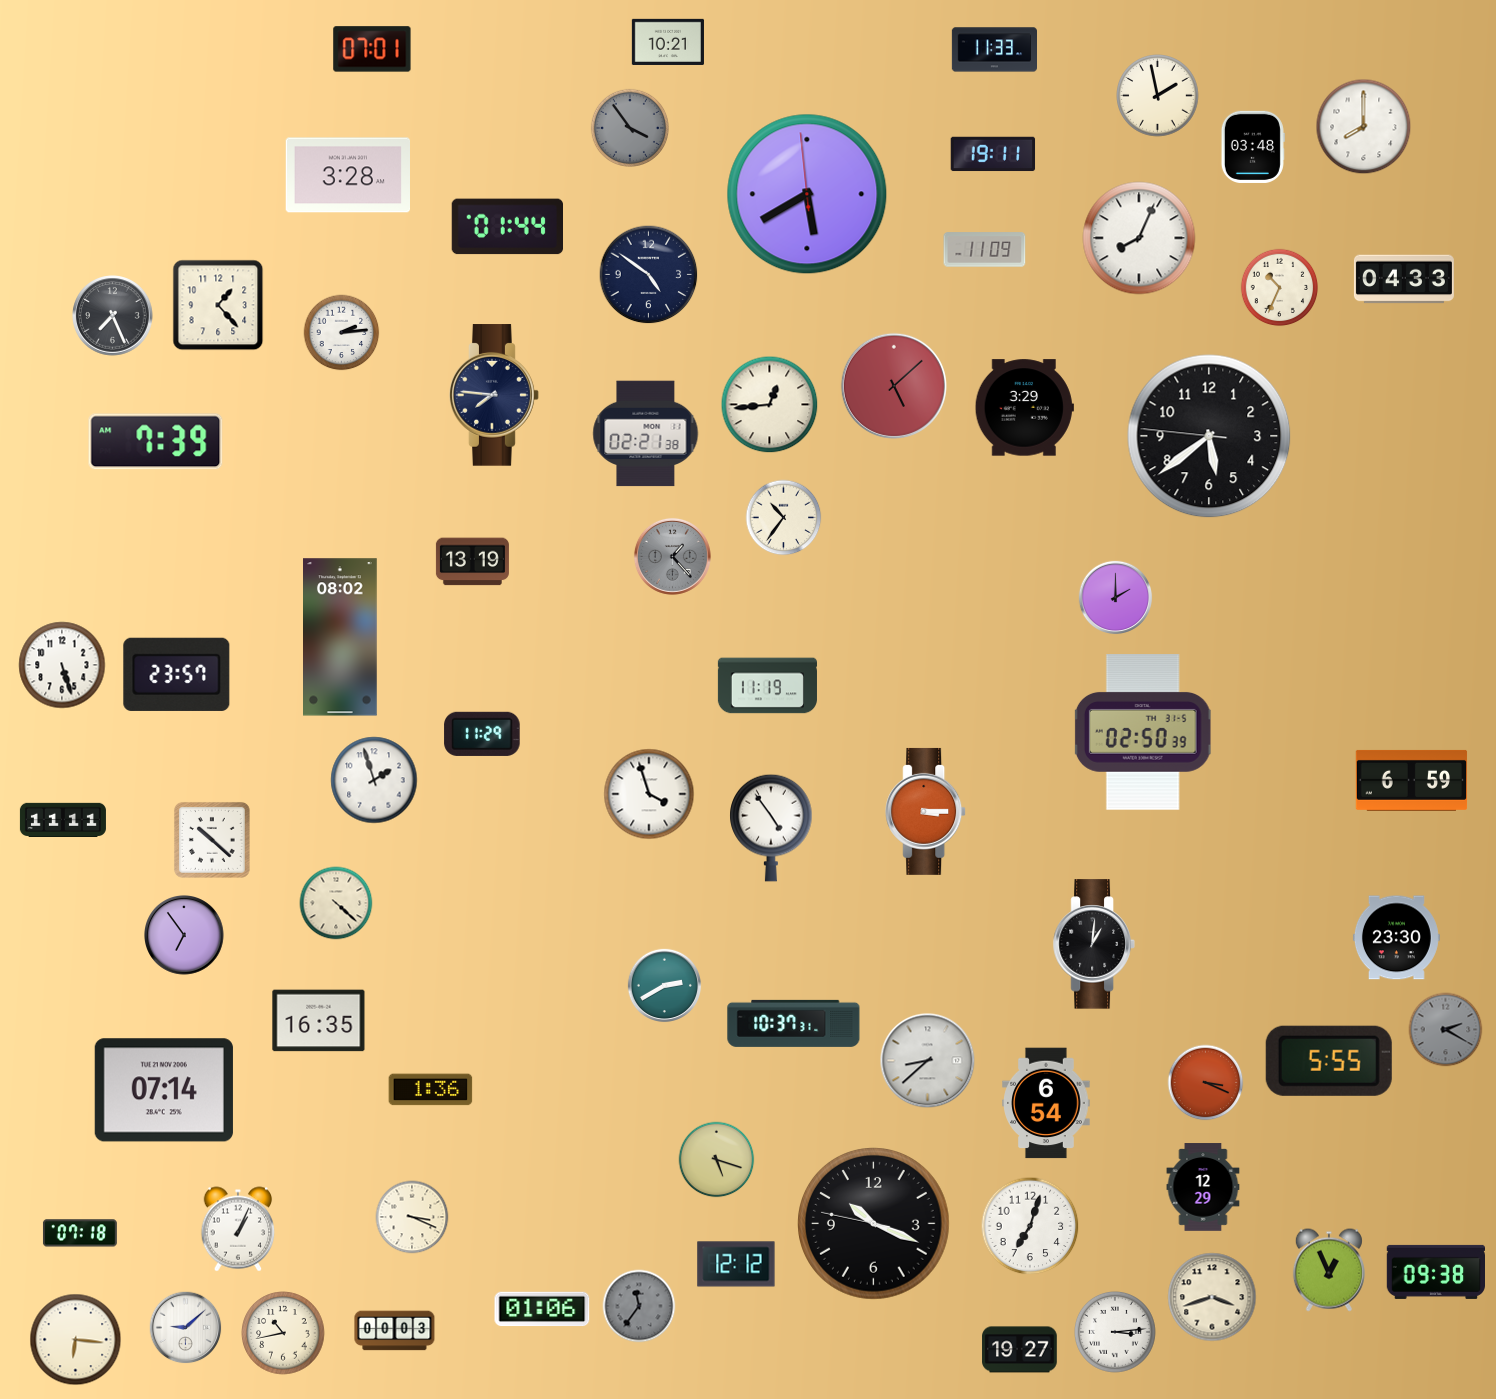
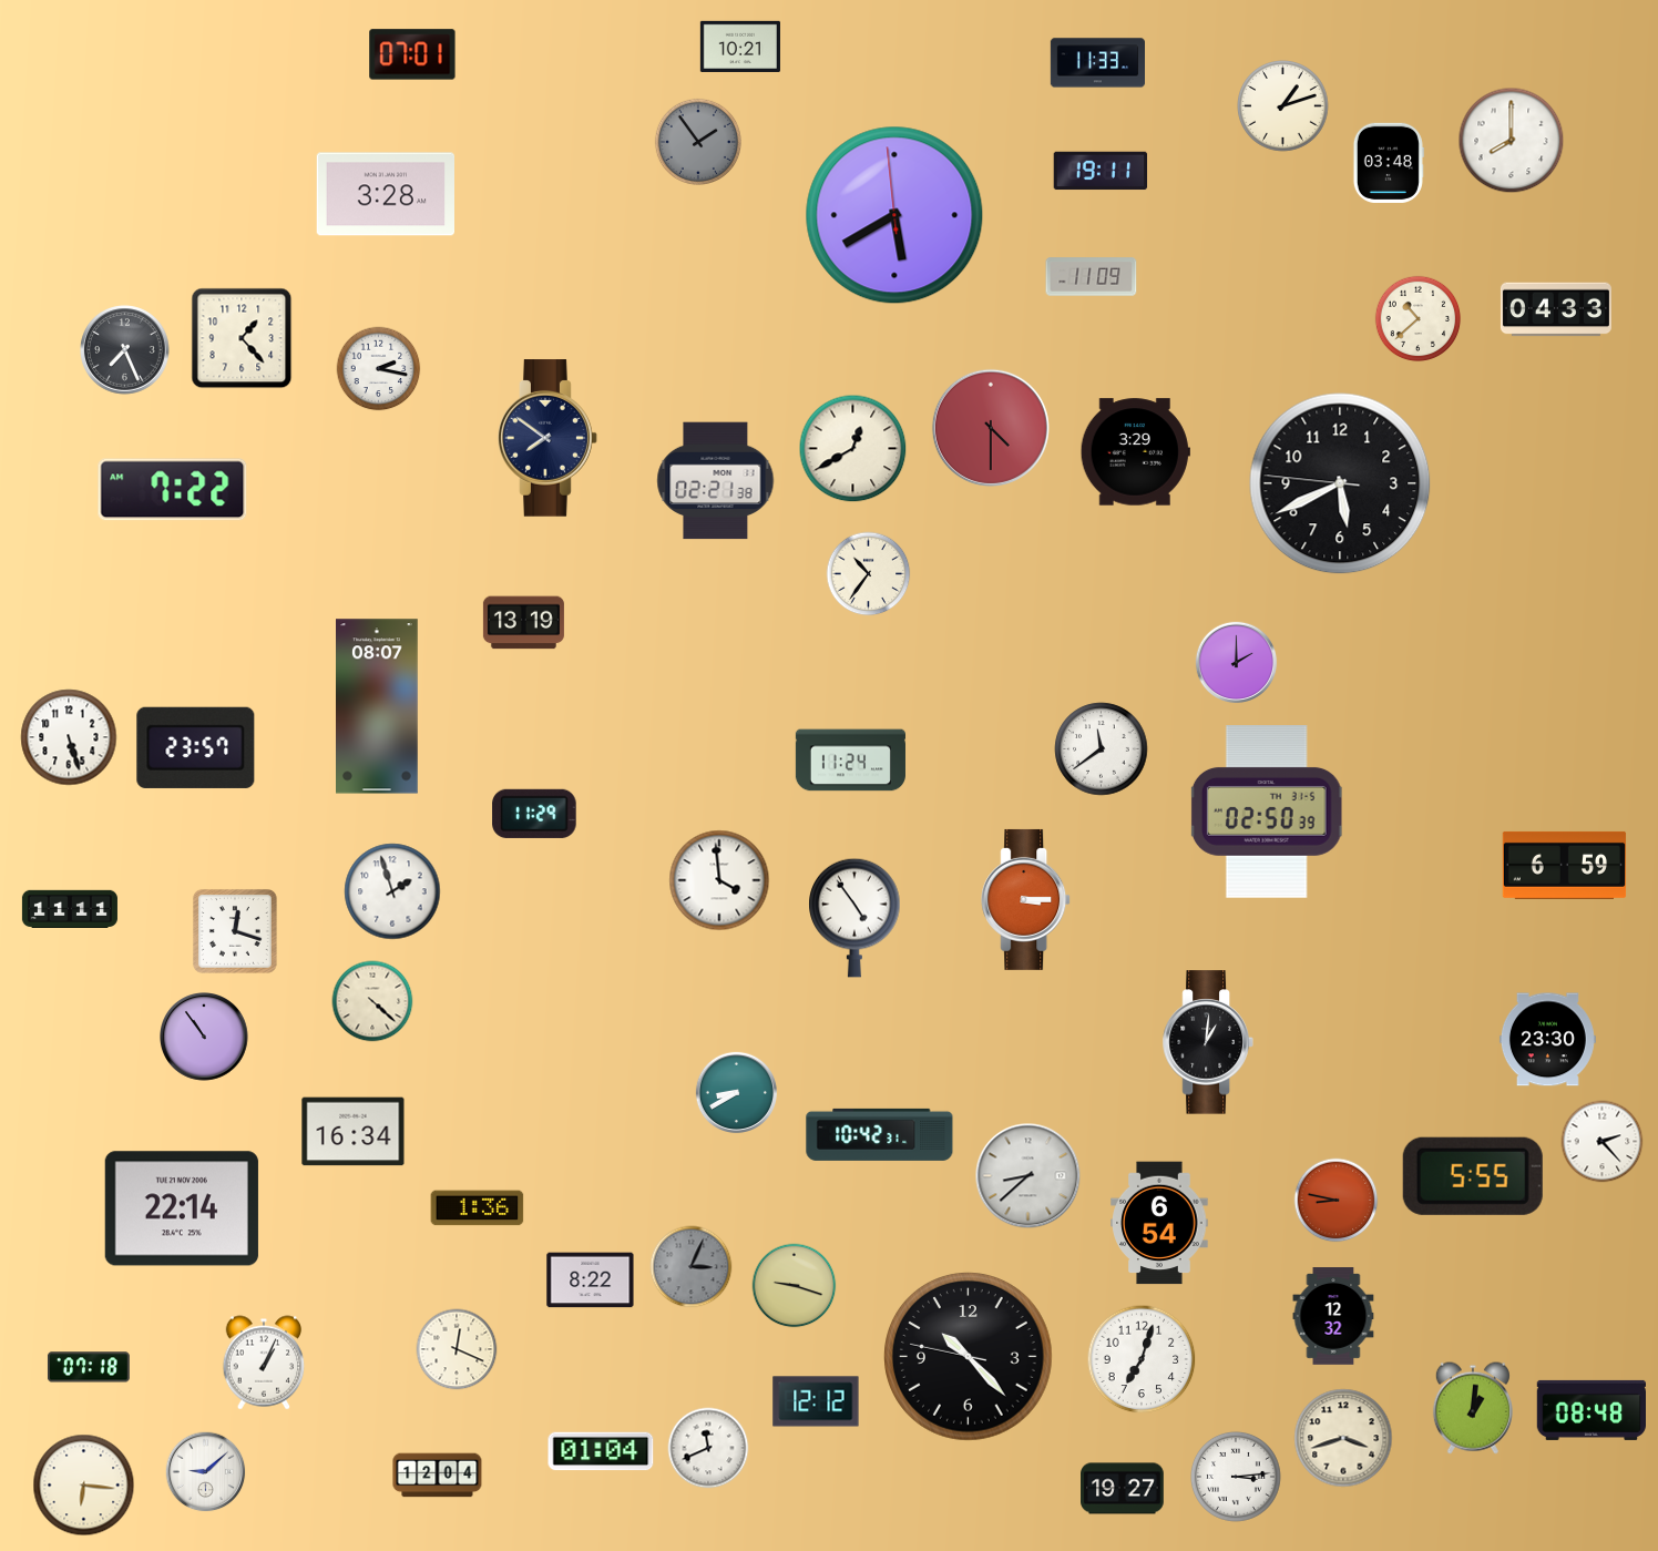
clock at (994, 50) position: (994, 50) -> (1097, 63)
clock at (1158, 96): 1:58 -> 1:12
clock at (629, 127): 3:54 -> 1:54
clock at (507, 227): 01:44 -> none
clock at (1139, 238): 8:04 -> none
clock at (649, 275): 4:51 -> none
clock at (1280, 288): 10:34 -> 10:38
clock at (342, 333): 2:14 -> 2:17
clock at (894, 386): 5:08 -> 4:30
clock at (494, 395): 7:46 -> 7:51
clock at (770, 405): 12:44 -> 12:40
clock at (1209, 436): 5:38 -> 5:40
clock at (156, 442): 7:39 -> 7:22
clock at (672, 556): 1:23 -> none
clock at (341, 637): 08:02 -> 08:07
clock at (1102, 749): none -> 11:39
clock at (767, 686): 11:19 -> 11:24
clock at (374, 780) position: (374, 780) -> (392, 891)
clock at (649, 794): 3:57 -> 3:59
clock at (212, 840): 10:22 -> 12:18
clock at (185, 936): 6:54 -> 10:54
clock at (1094, 944) position: (1094, 944) -> (1208, 1042)
clock at (665, 986): 2:40 -> 8:40
clock at (319, 1021): 16:35 -> 16:34
clock at (794, 1023): 10:37 -> 10:42
clock at (1446, 1030): 2:20 -> 2:23
clock at (1446, 1030) dial: grey -> white
clock at (1206, 1083): 3:19 -> 8:47
clock at (164, 1090): 07:14 -> 22:14
clock at (692, 1267): none -> 3:04
clock at (591, 1280): none -> 8:22
clock at (717, 1160): 5:18 -> 9:18
clock at (1203, 1187): 12:29 -> 12:32
clock at (412, 1217): 3:19 -> 12:19
clock at (874, 1224): 10:18 -> 10:22
clock at (1329, 1270): 12:56 -> 1:01
clock at (1435, 1272): 09:38 -> 08:48
clock at (639, 1306): 11:36 -> 11:41
clock at (639, 1306) dial: grey -> white
clock at (542, 1309): 01:06 -> 01:04
clock at (395, 1331): 00:03 -> 12:04
clock at (283, 1333): 10:43 -> none
clock at (1020, 1350) position: (1020, 1350) -> (1123, 1489)
